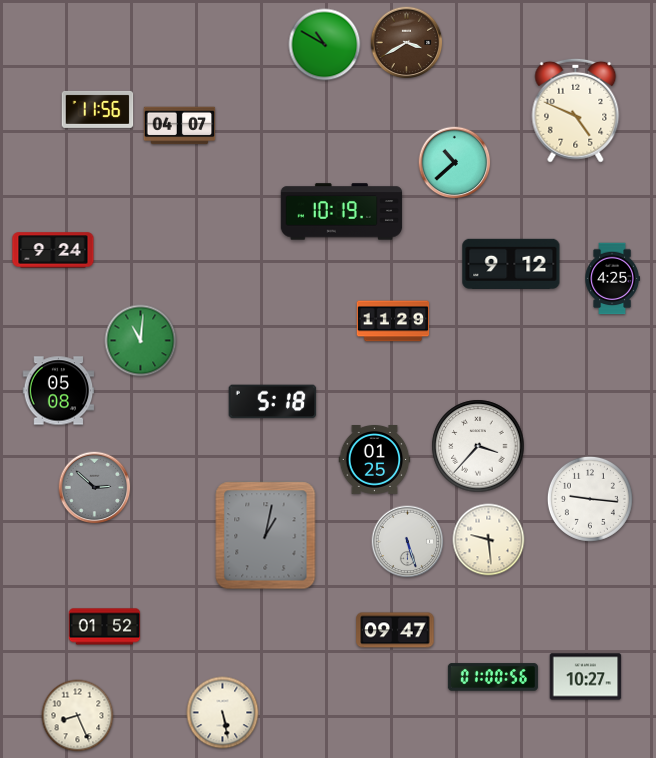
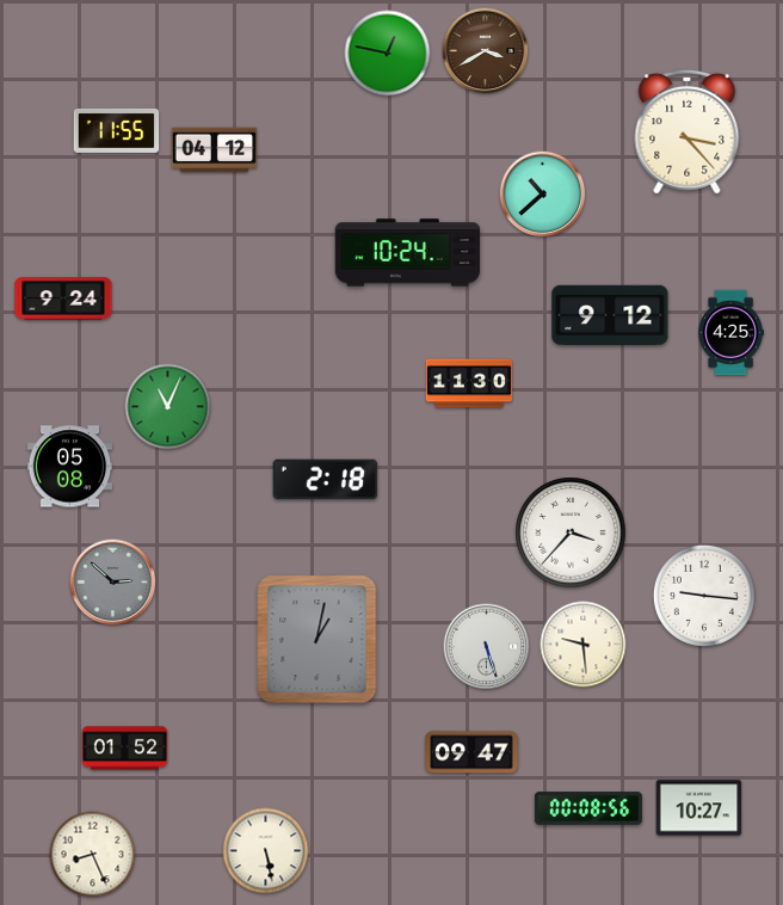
clock at (325, 45): 10:50 -> 12:47
clock at (98, 109): 11:56 -> 11:55
clock at (576, 110): 4:49 -> 3:23
clock at (180, 126): 04:07 -> 04:12
clock at (342, 212): 10:19 -> 10:24
clock at (393, 321): 11:29 -> 11:30
clock at (141, 341): 11:01 -> 11:04
clock at (273, 402): 5:18 -> 2:18
clock at (375, 460): 01:25 -> none
clock at (493, 677): 01:00 -> 00:08
